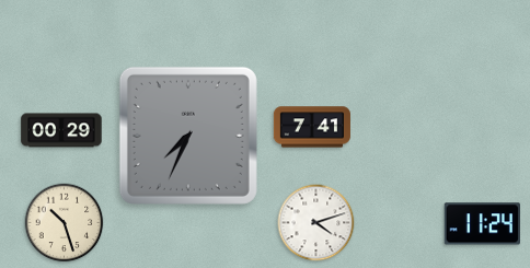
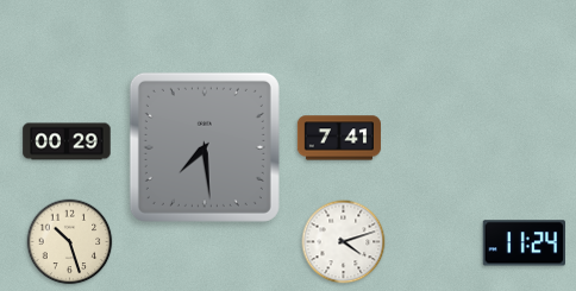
clock at (188, 136): 7:34 -> 7:29
